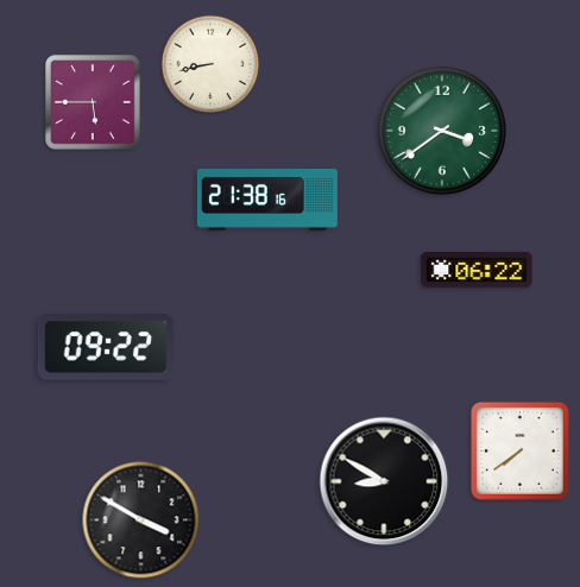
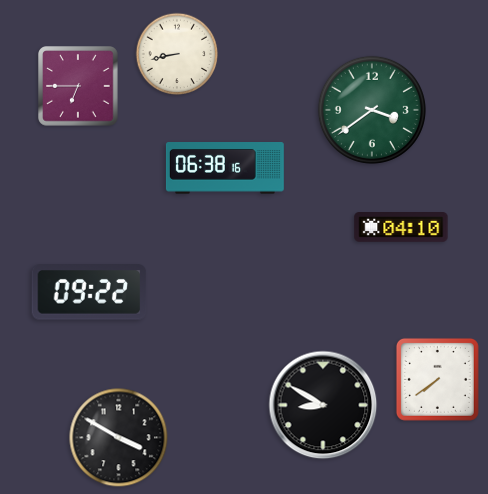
clock at (93, 102): 5:45 -> 6:45
clock at (267, 200): 21:38 -> 06:38
clock at (477, 270): 06:22 -> 04:10
